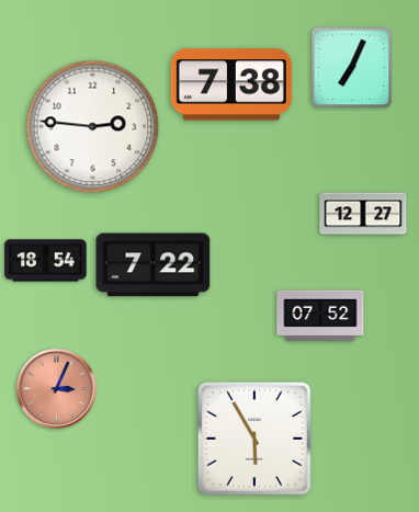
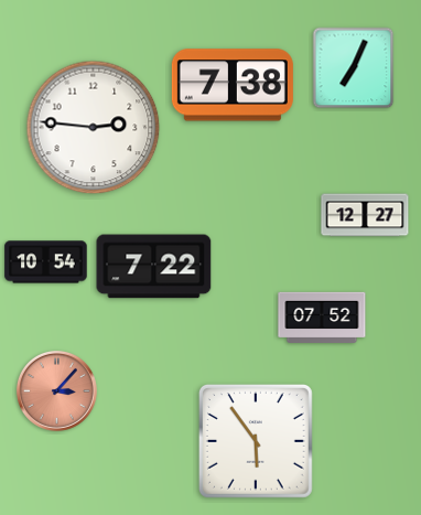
clock at (46, 261): 18:54 -> 10:54
clock at (56, 388): 3:04 -> 3:07
clock at (254, 439): 5:55 -> 5:54
